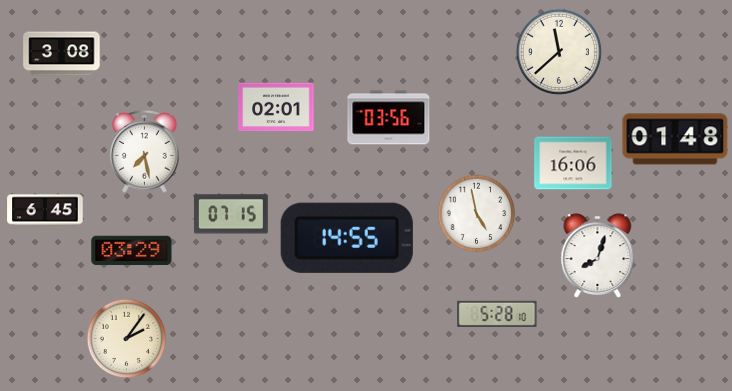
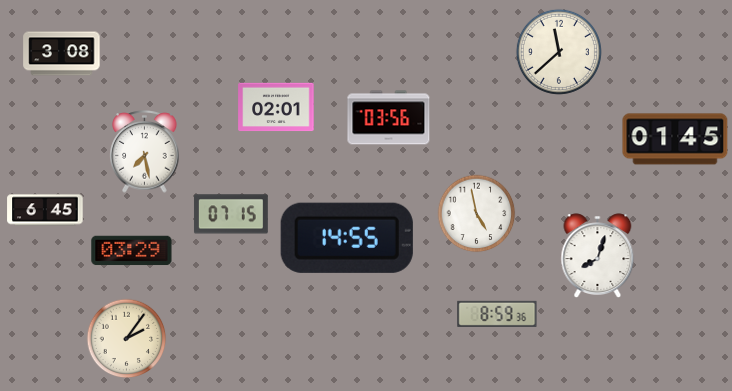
clock at (675, 139): 01:48 -> 01:45
clock at (573, 163): 16:06 -> none
clock at (497, 314): 5:28 -> 8:59
